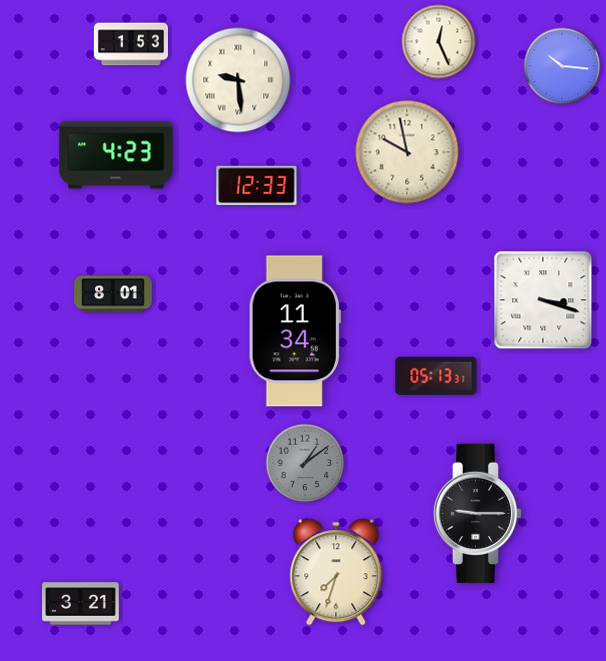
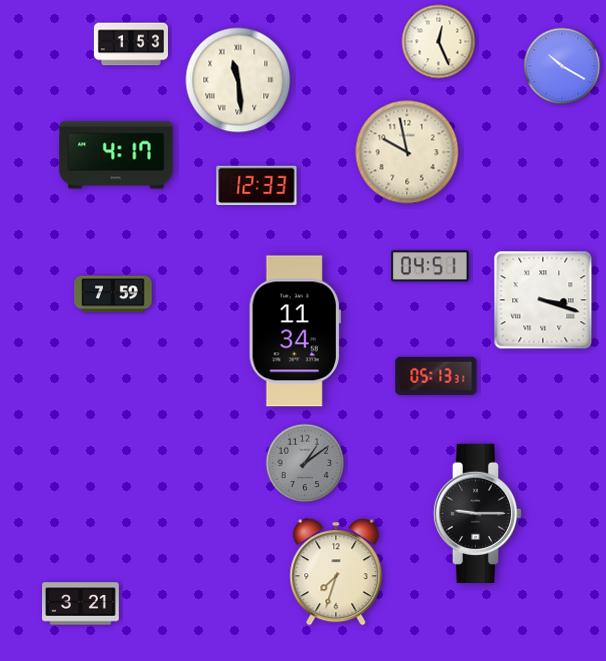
clock at (562, 66): 10:16 -> 10:20
clock at (238, 80): 9:29 -> 11:29
clock at (116, 155): 4:23 -> 4:17
clock at (430, 266): none -> 04:51
clock at (113, 294): 8:01 -> 7:59
